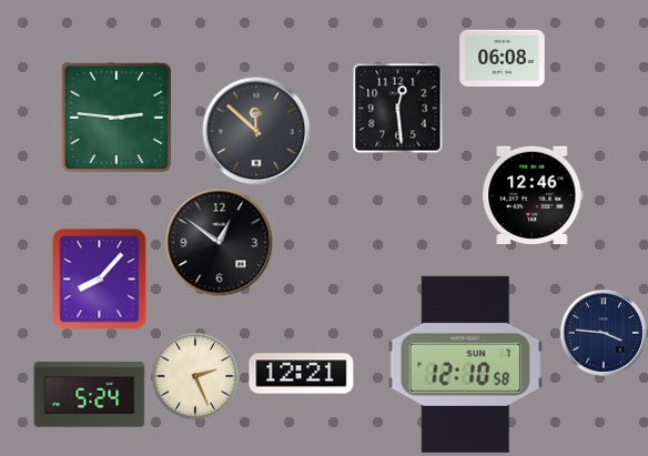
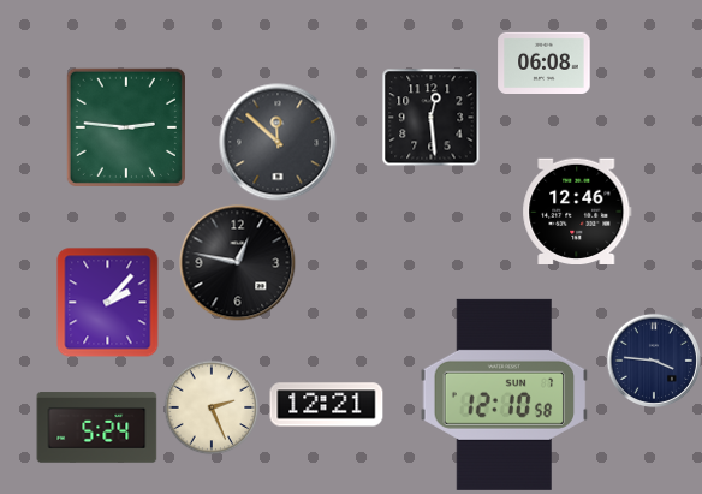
clock at (220, 243): 12:51 -> 12:47
clock at (100, 280): 8:07 -> 2:07
